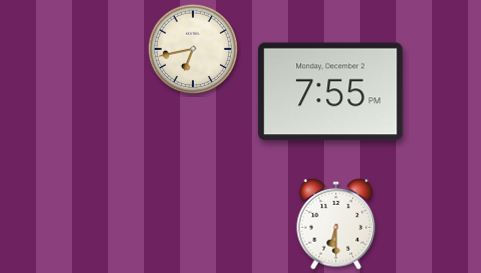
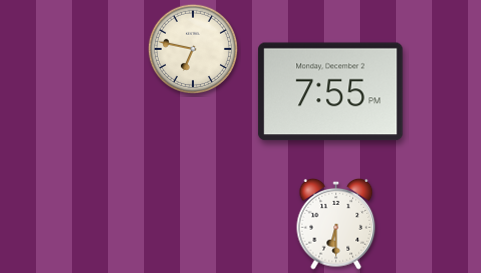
clock at (192, 48): 6:43 -> 6:47
